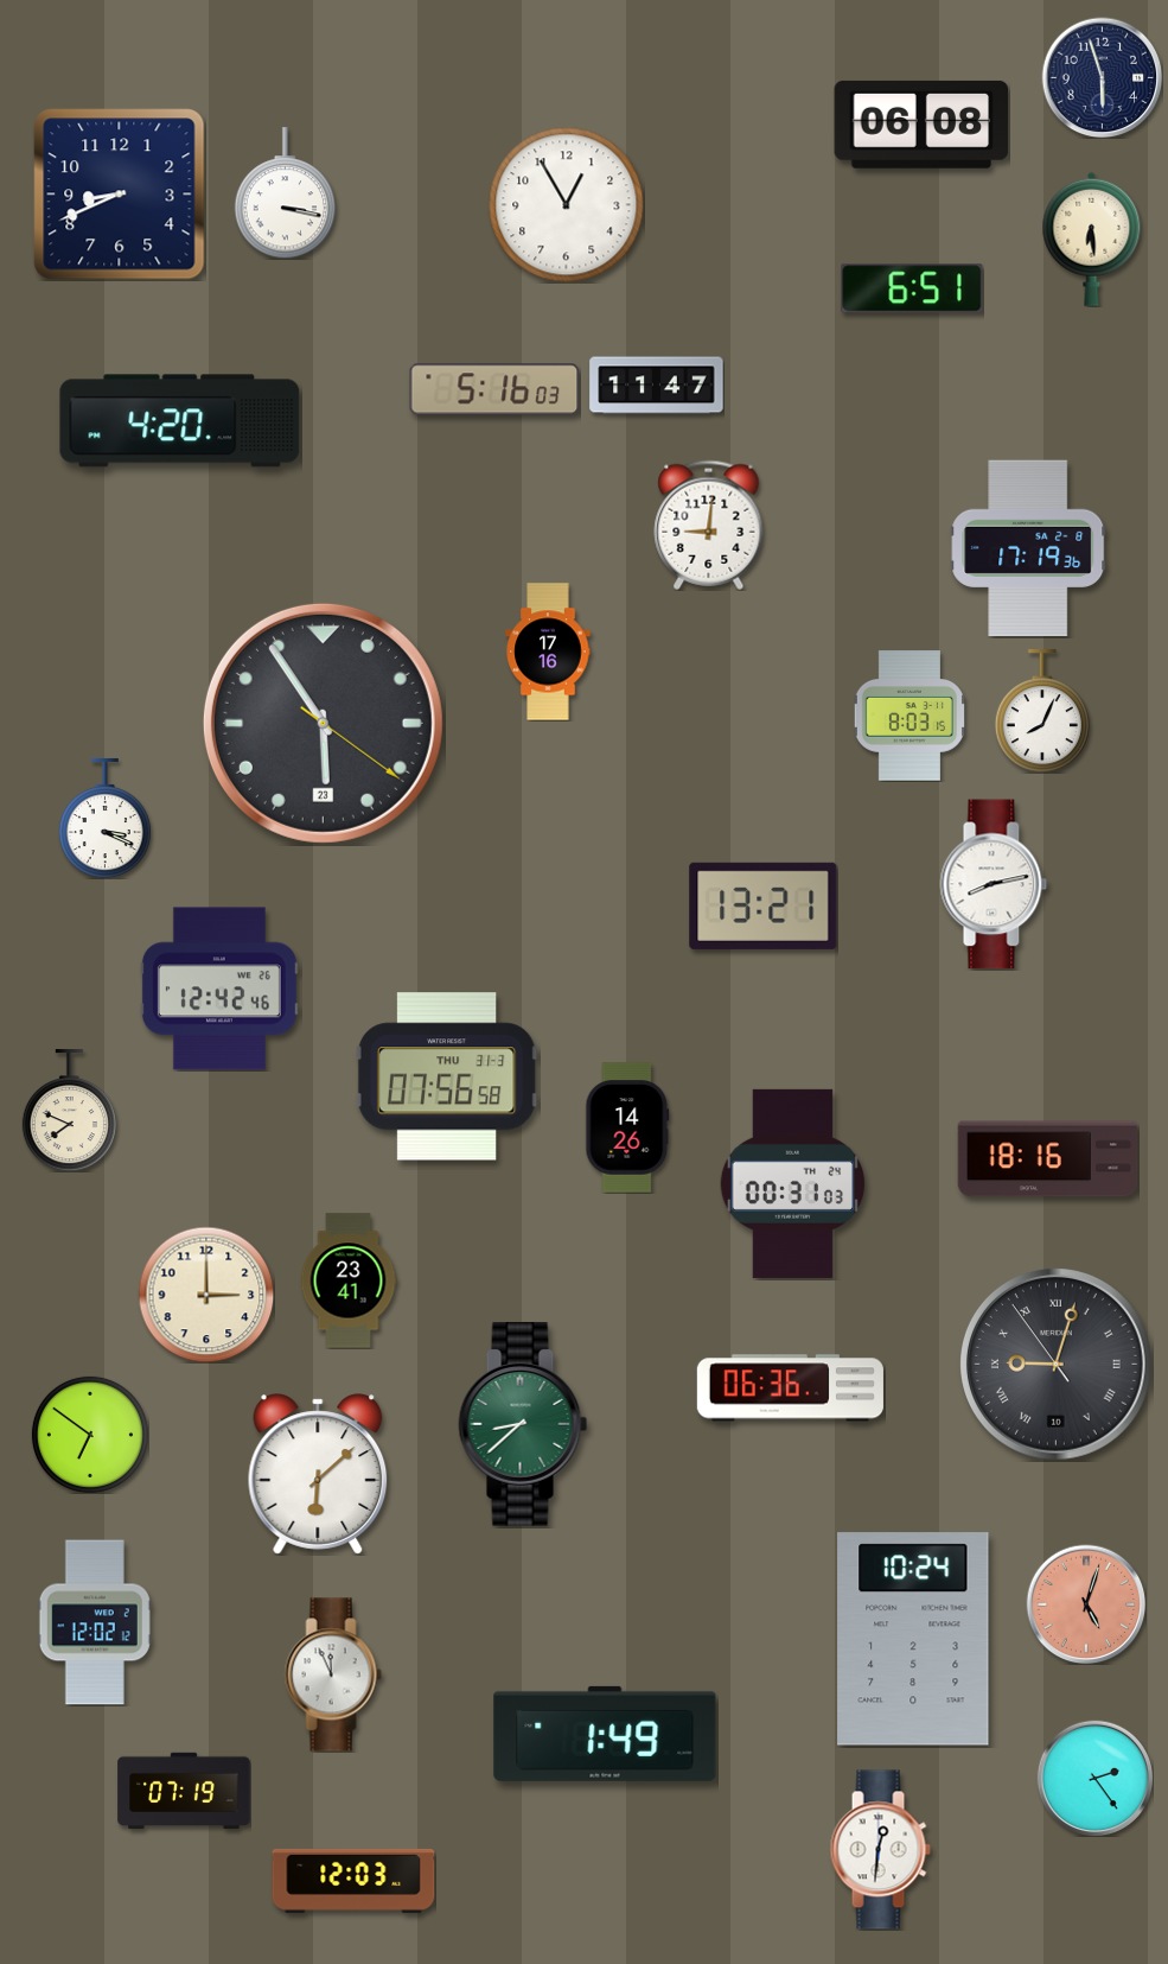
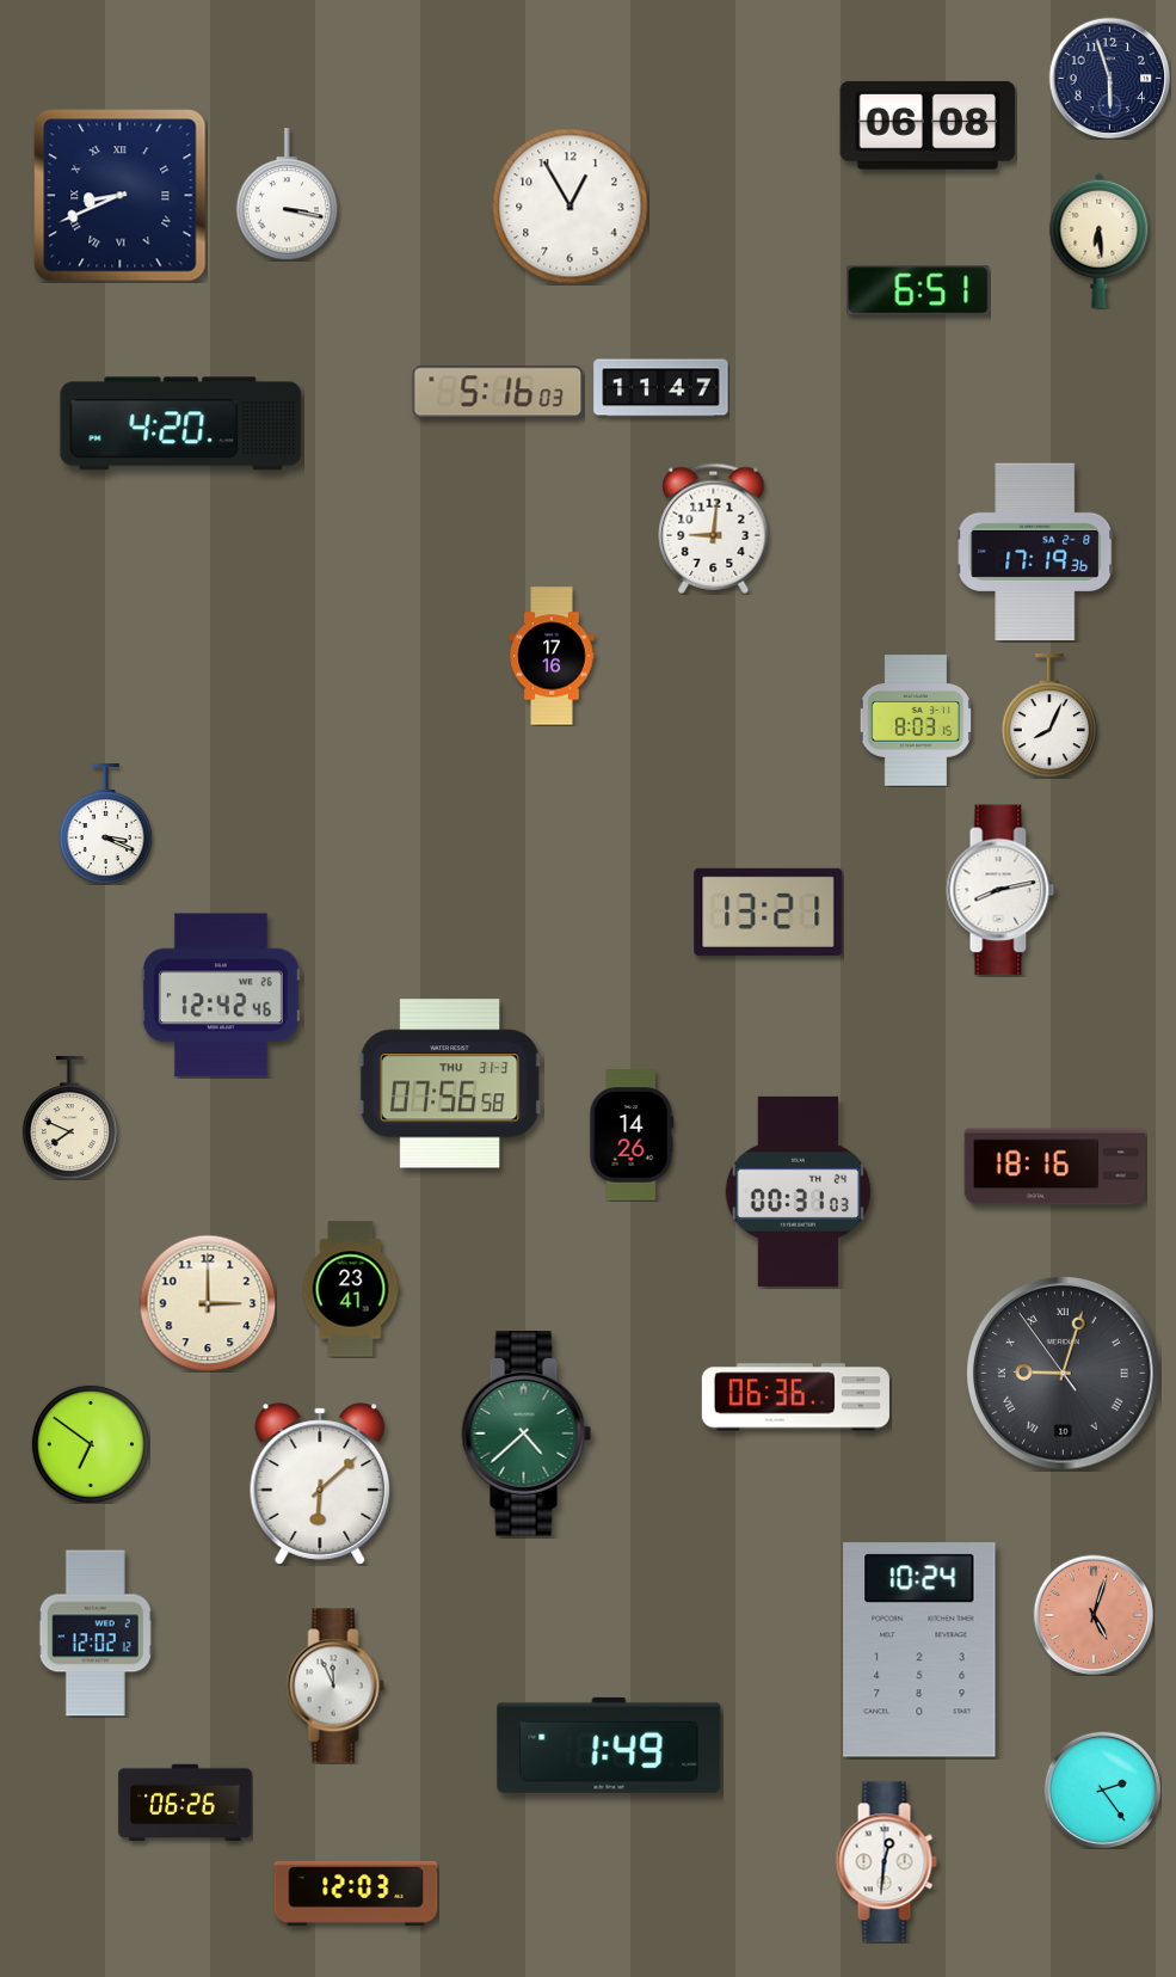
clock at (120, 195) numerals: Arabic -> Roman
clock at (323, 723): 5:54 -> none
clock at (523, 1425): 8:38 -> 4:38
clock at (184, 1791): 07:19 -> 06:26
